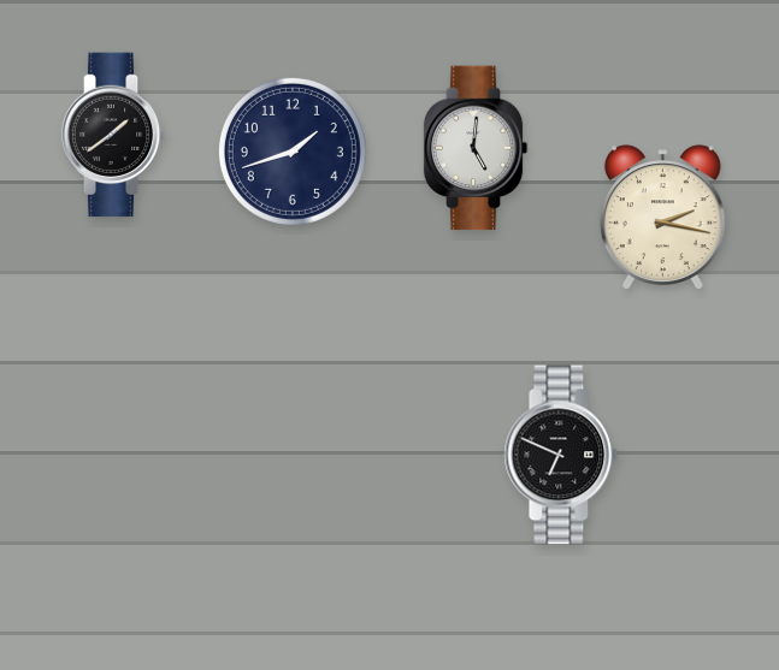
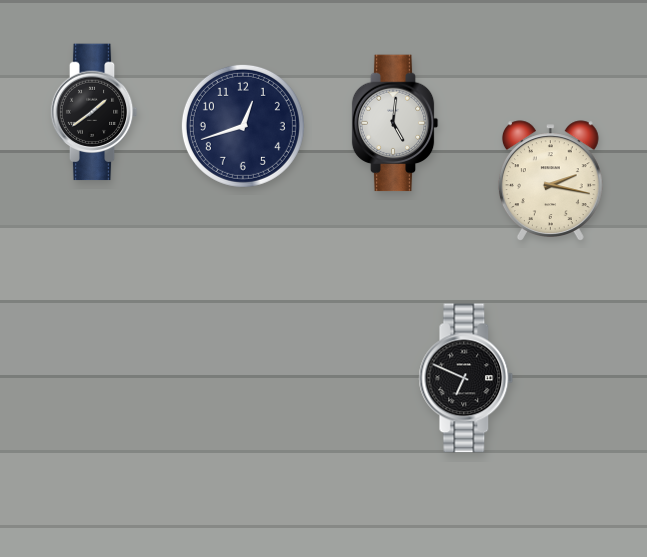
clock at (293, 152): 1:42 -> 12:42
